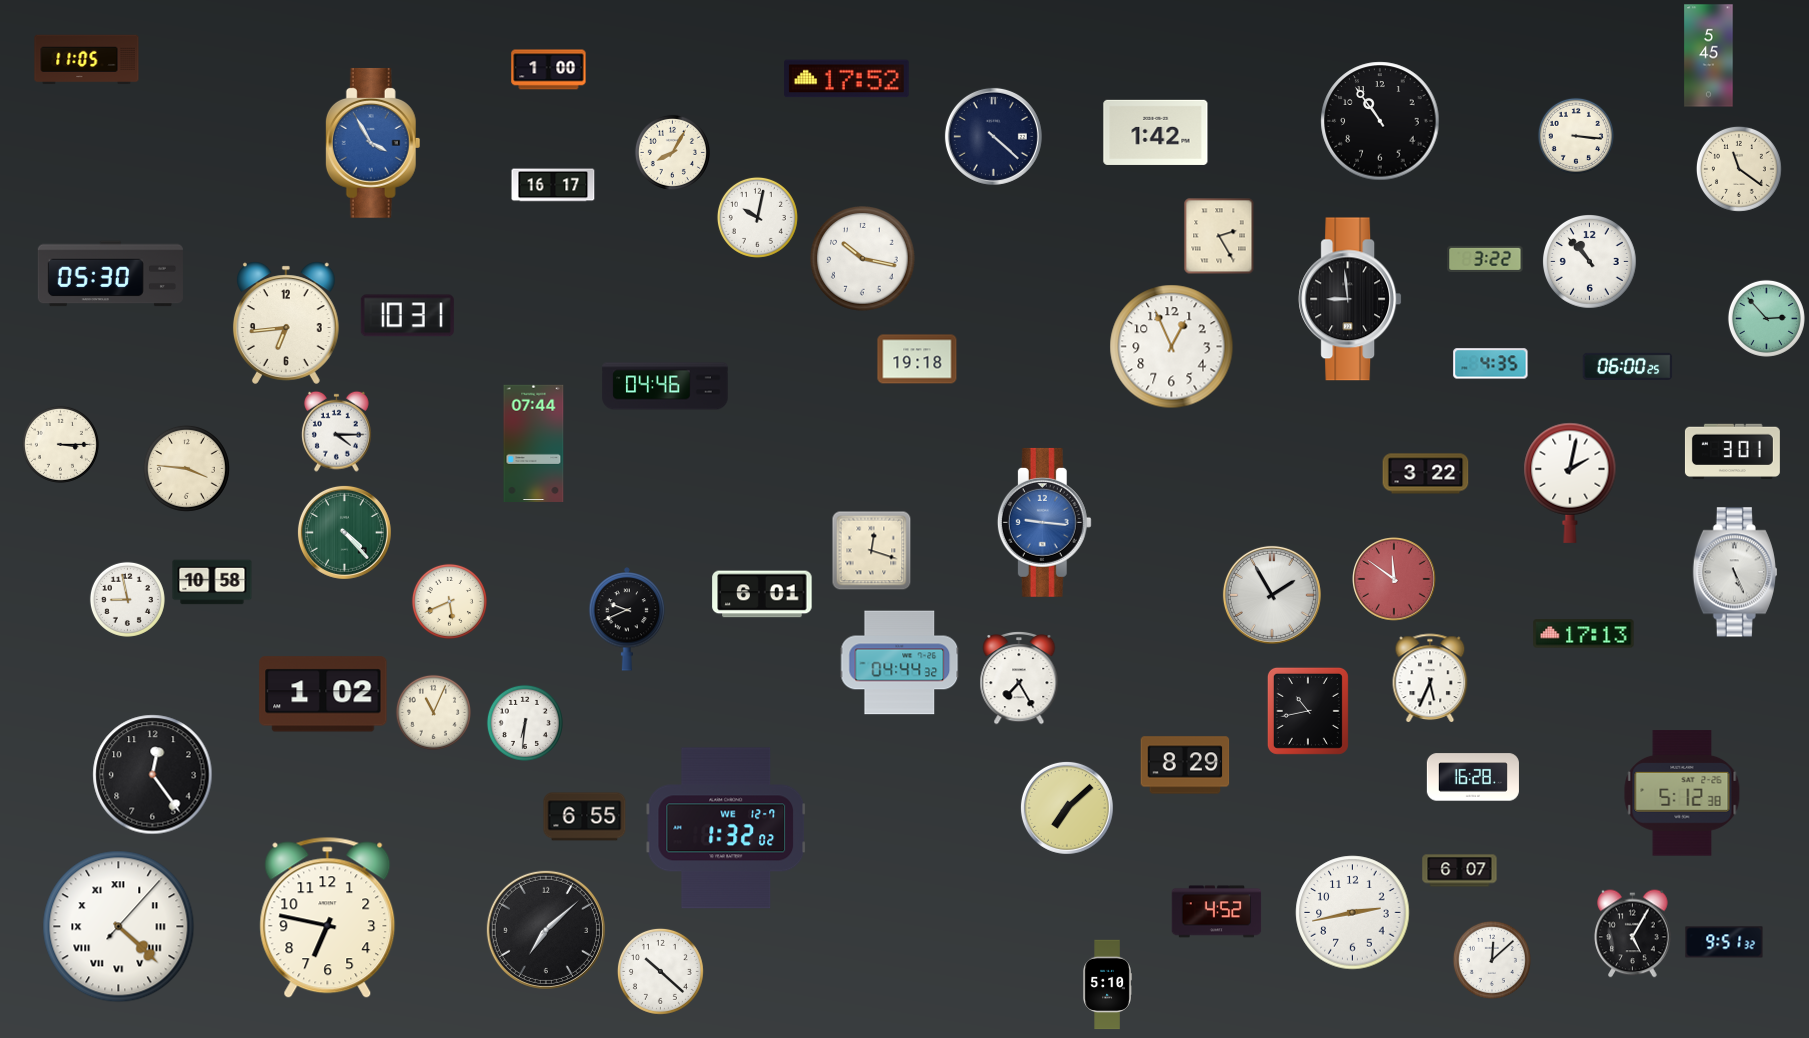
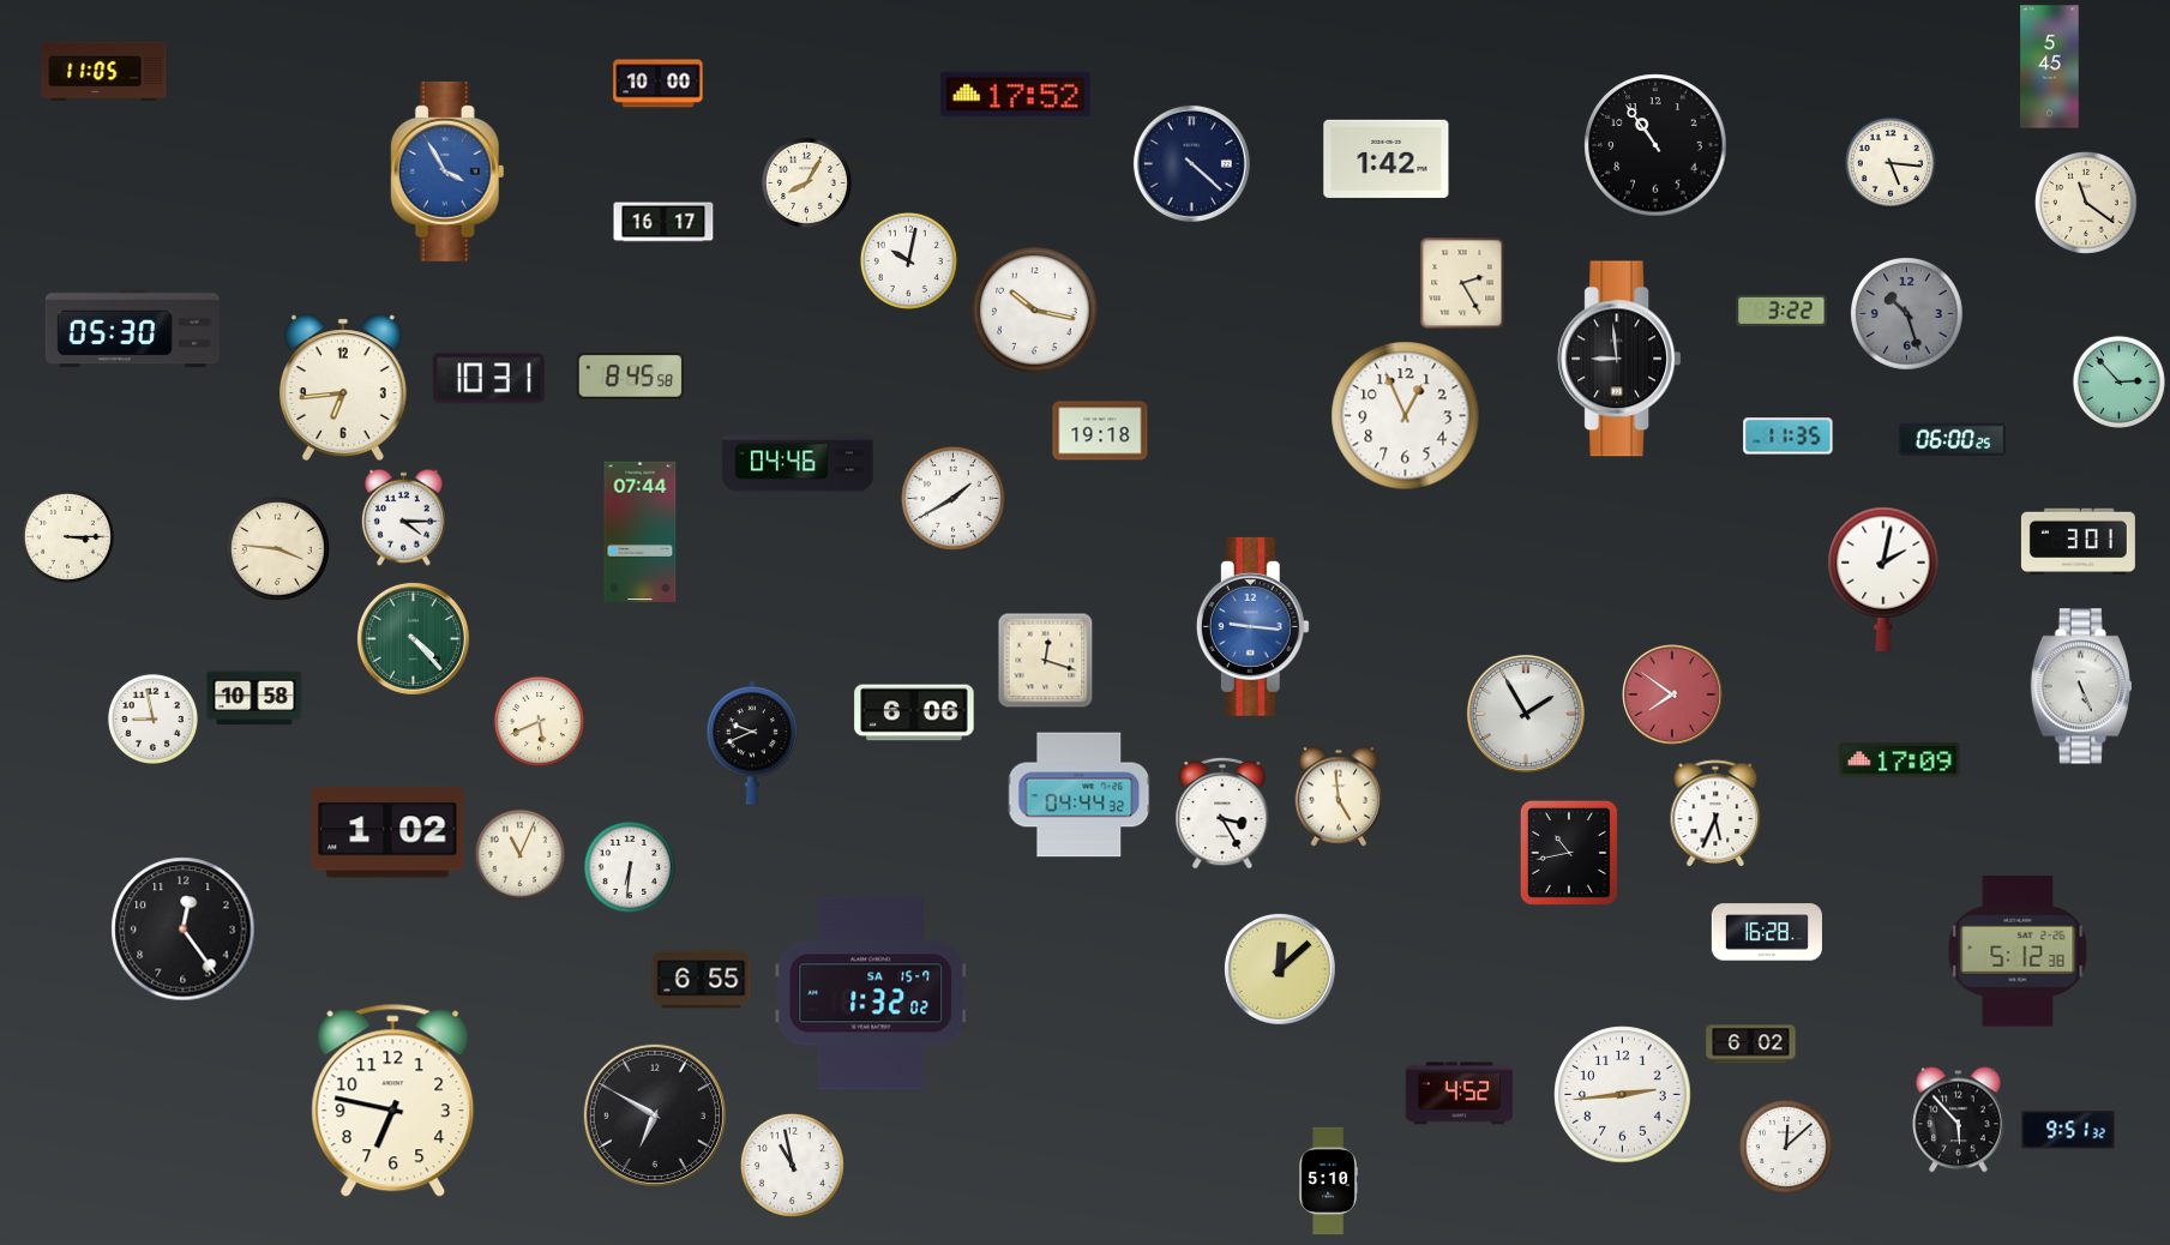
clock at (549, 70): 1:00 -> 10:00
clock at (1576, 136): 3:16 -> 5:16
clock at (1590, 262): 10:53 -> 10:27
clock at (1590, 262) dial: white -> grey
clock at (631, 377): none -> 8:45
clock at (1491, 364): 4:35 -> 11:35
clock at (952, 498): none -> 1:40
clock at (60, 444) position: (60, 444) -> (67, 536)
clock at (186, 468) position: (186, 468) -> (277, 548)
clock at (1426, 474): 3:22 -> none
clock at (1395, 580): 11:51 -> 7:51
clock at (762, 594): 6:01 -> 6:06
clock at (1584, 634): 17:13 -> 17:09
clock at (1339, 796): none -> 4:59
clock at (1019, 678): 7:25 -> 3:25
clock at (1185, 765): 8:29 -> none
clock at (1067, 808): 7:08 -> 12:08
clock at (726, 828) date: WE 12-7 -> SA 15-7
clock at (1460, 871): 6:07 -> 6:02
clock at (1353, 913): 2:43 -> 2:44
clock at (119, 927): 4:22 -> none
clock at (546, 930): 7:08 -> 6:50
clock at (1633, 934): 5:05 -> 5:53
clock at (1492, 960) position: (1492, 960) -> (1786, 1147)
clock at (660, 971): 10:22 -> 10:58
